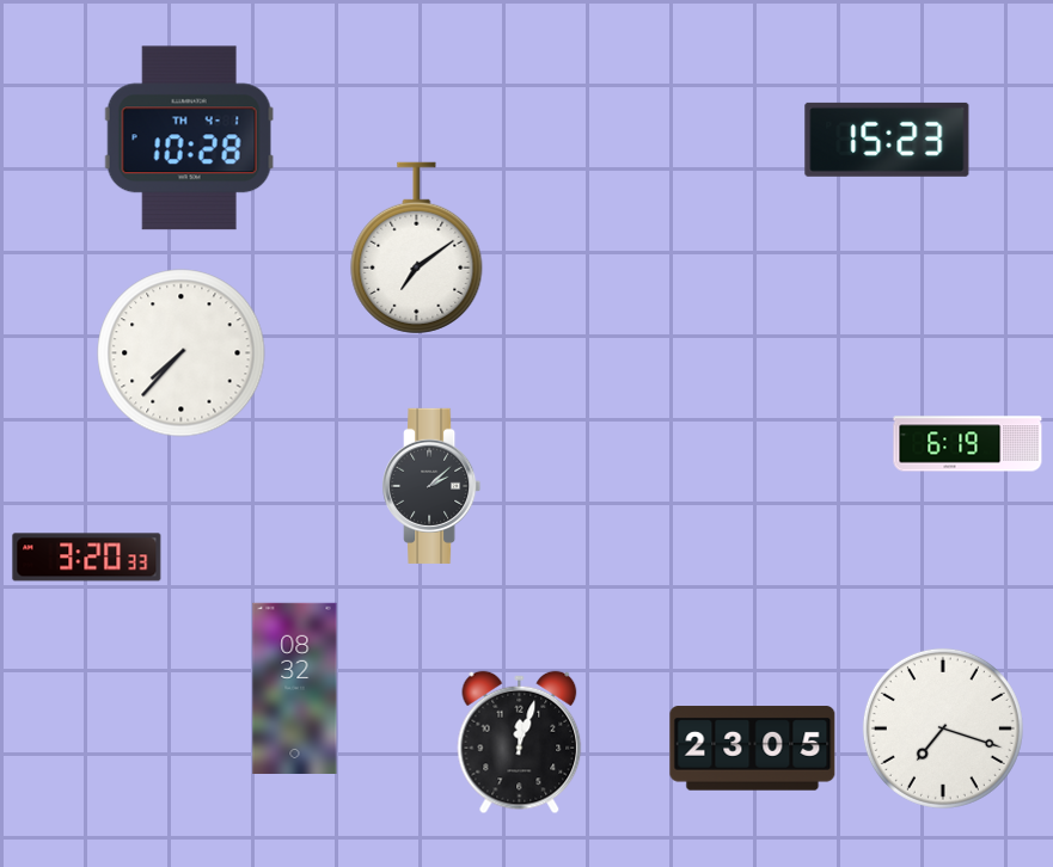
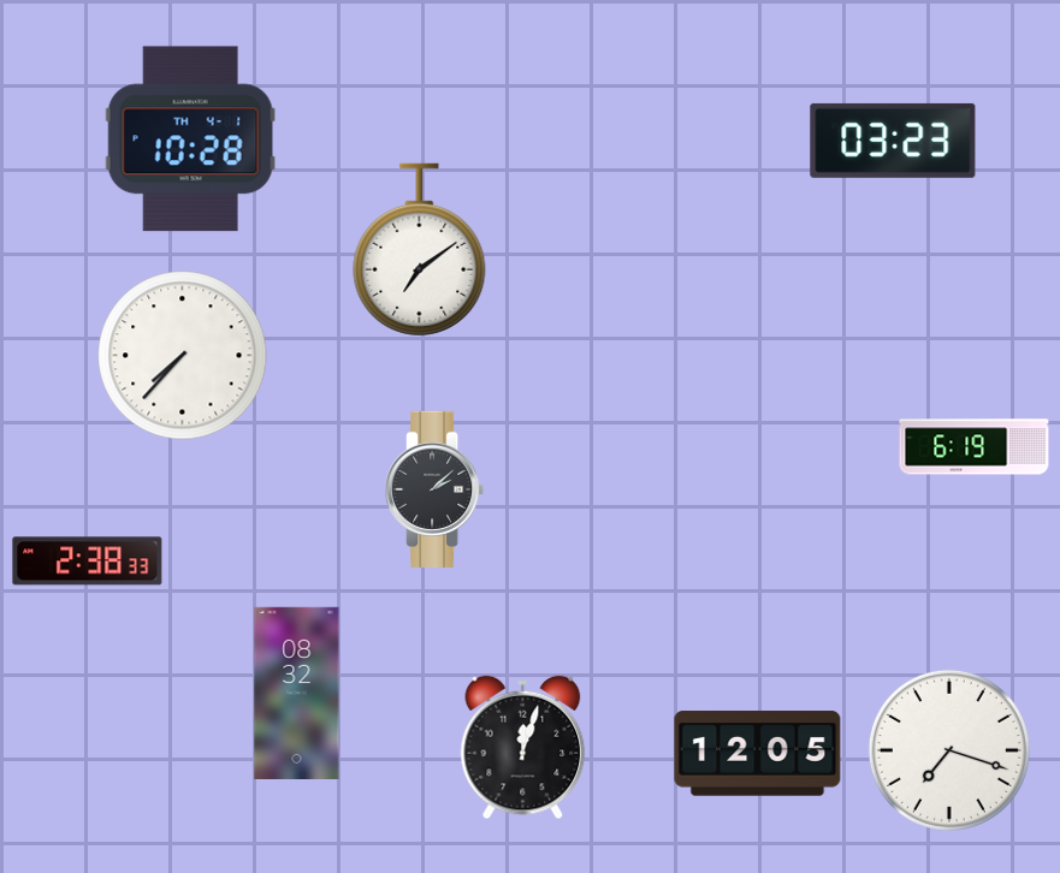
clock at (887, 140): 15:23 -> 03:23
clock at (87, 558): 3:20 -> 2:38
clock at (943, 728) position: (943, 728) -> (949, 750)
clock at (753, 749): 23:05 -> 12:05
